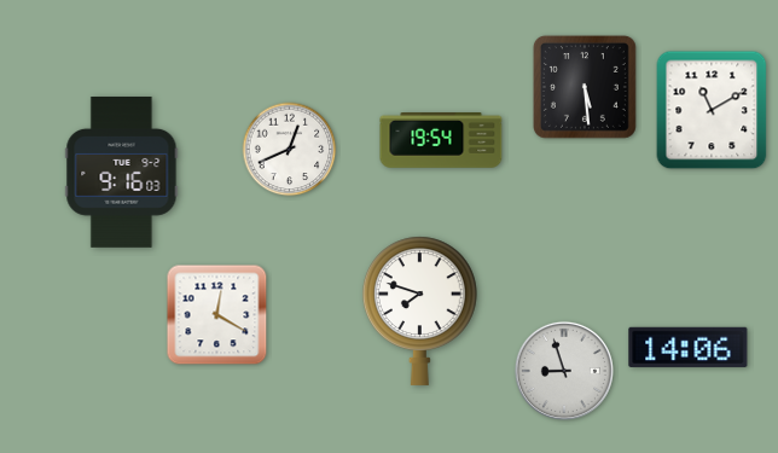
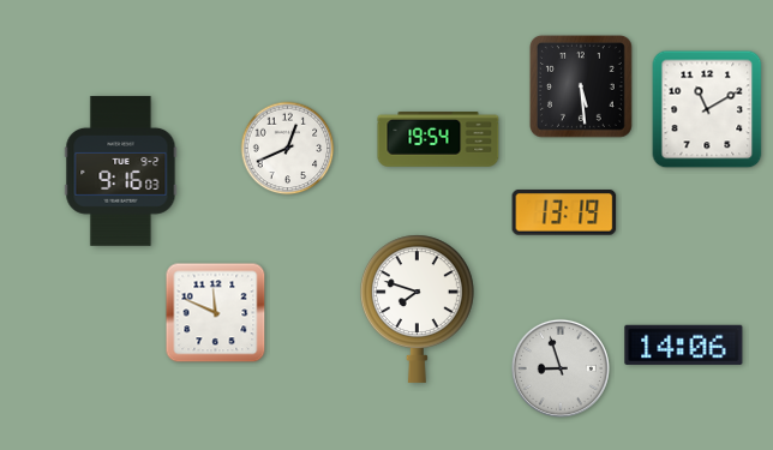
clock at (564, 212): none -> 13:19
clock at (217, 315): 12:20 -> 11:49
